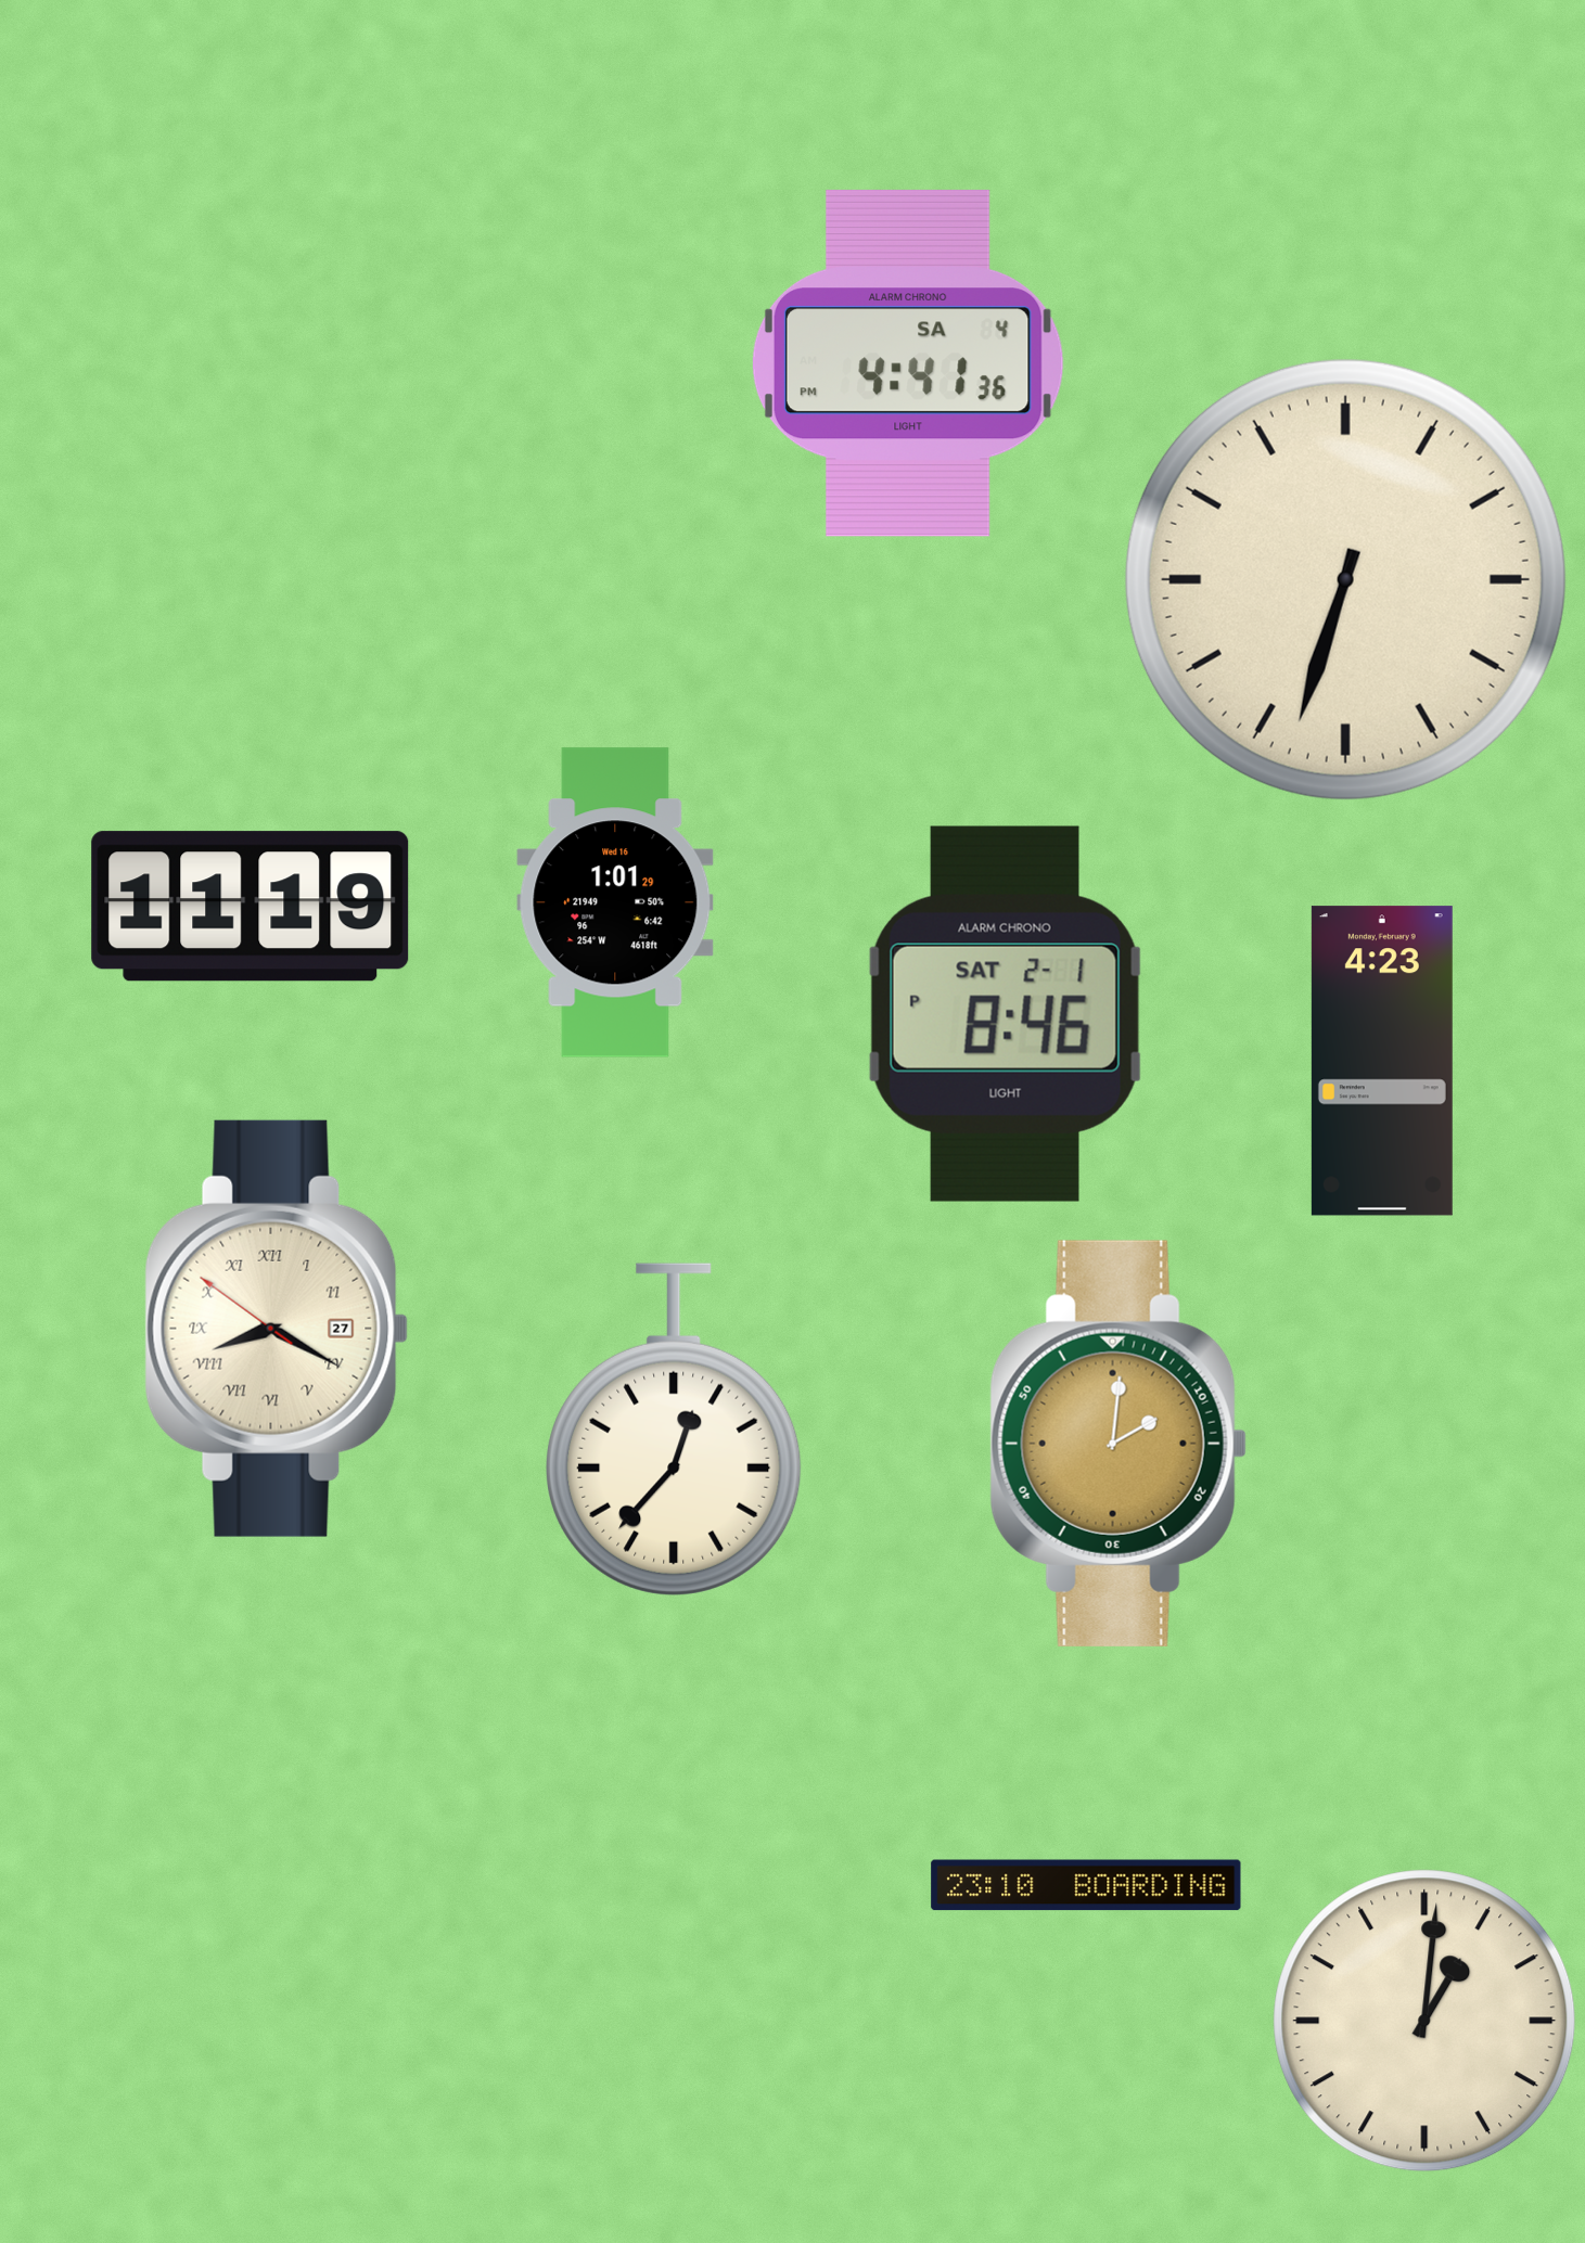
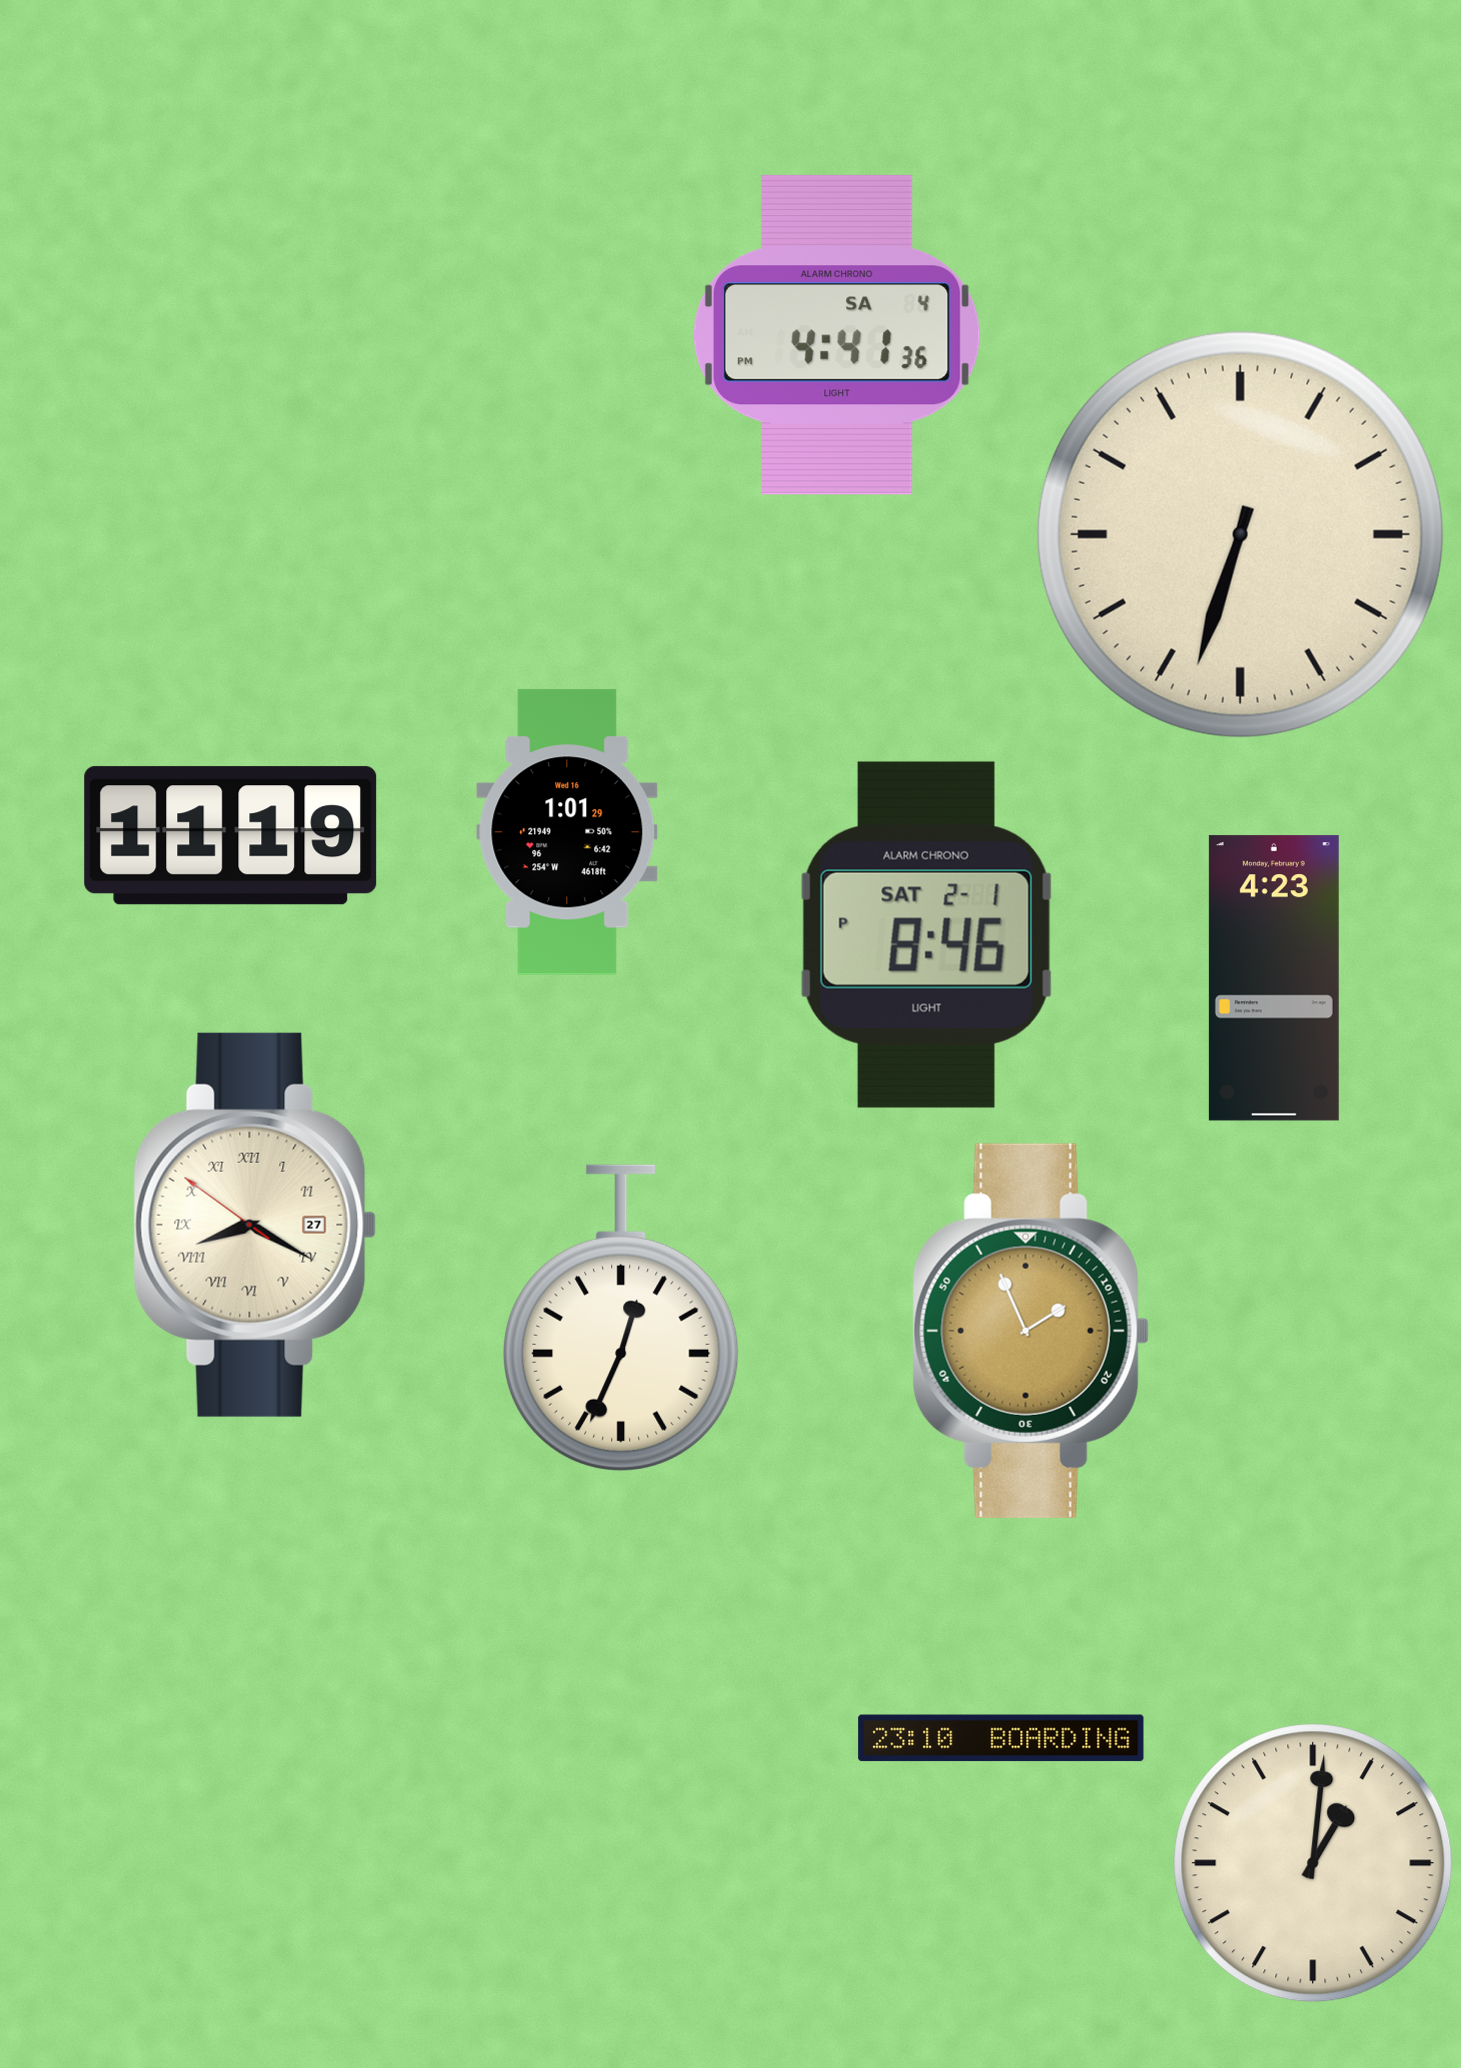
clock at (674, 1430): 12:37 -> 12:34
clock at (1119, 1444): 2:01 -> 1:56
